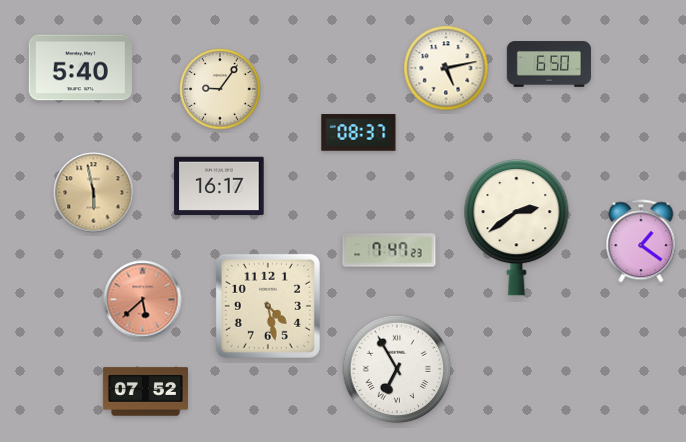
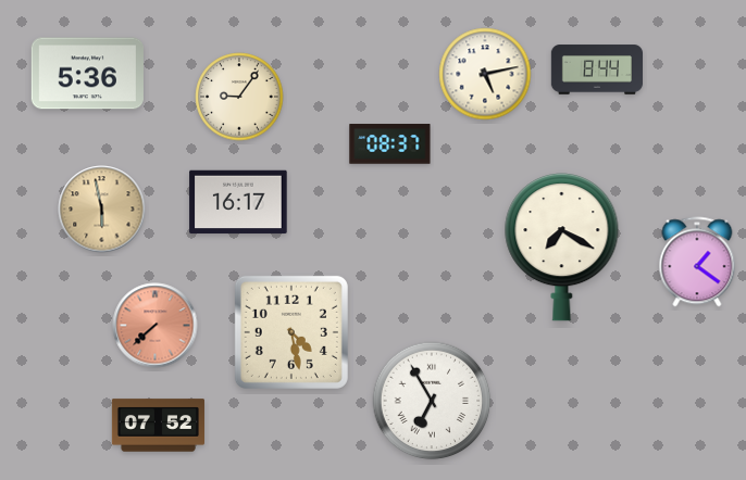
clock at (549, 64): 6:50 -> 8:44
clock at (80, 68): 5:40 -> 5:36
clock at (517, 228): 2:39 -> 7:20
clock at (389, 250): 7:47 -> none
clock at (143, 300): 5:38 -> 7:38
